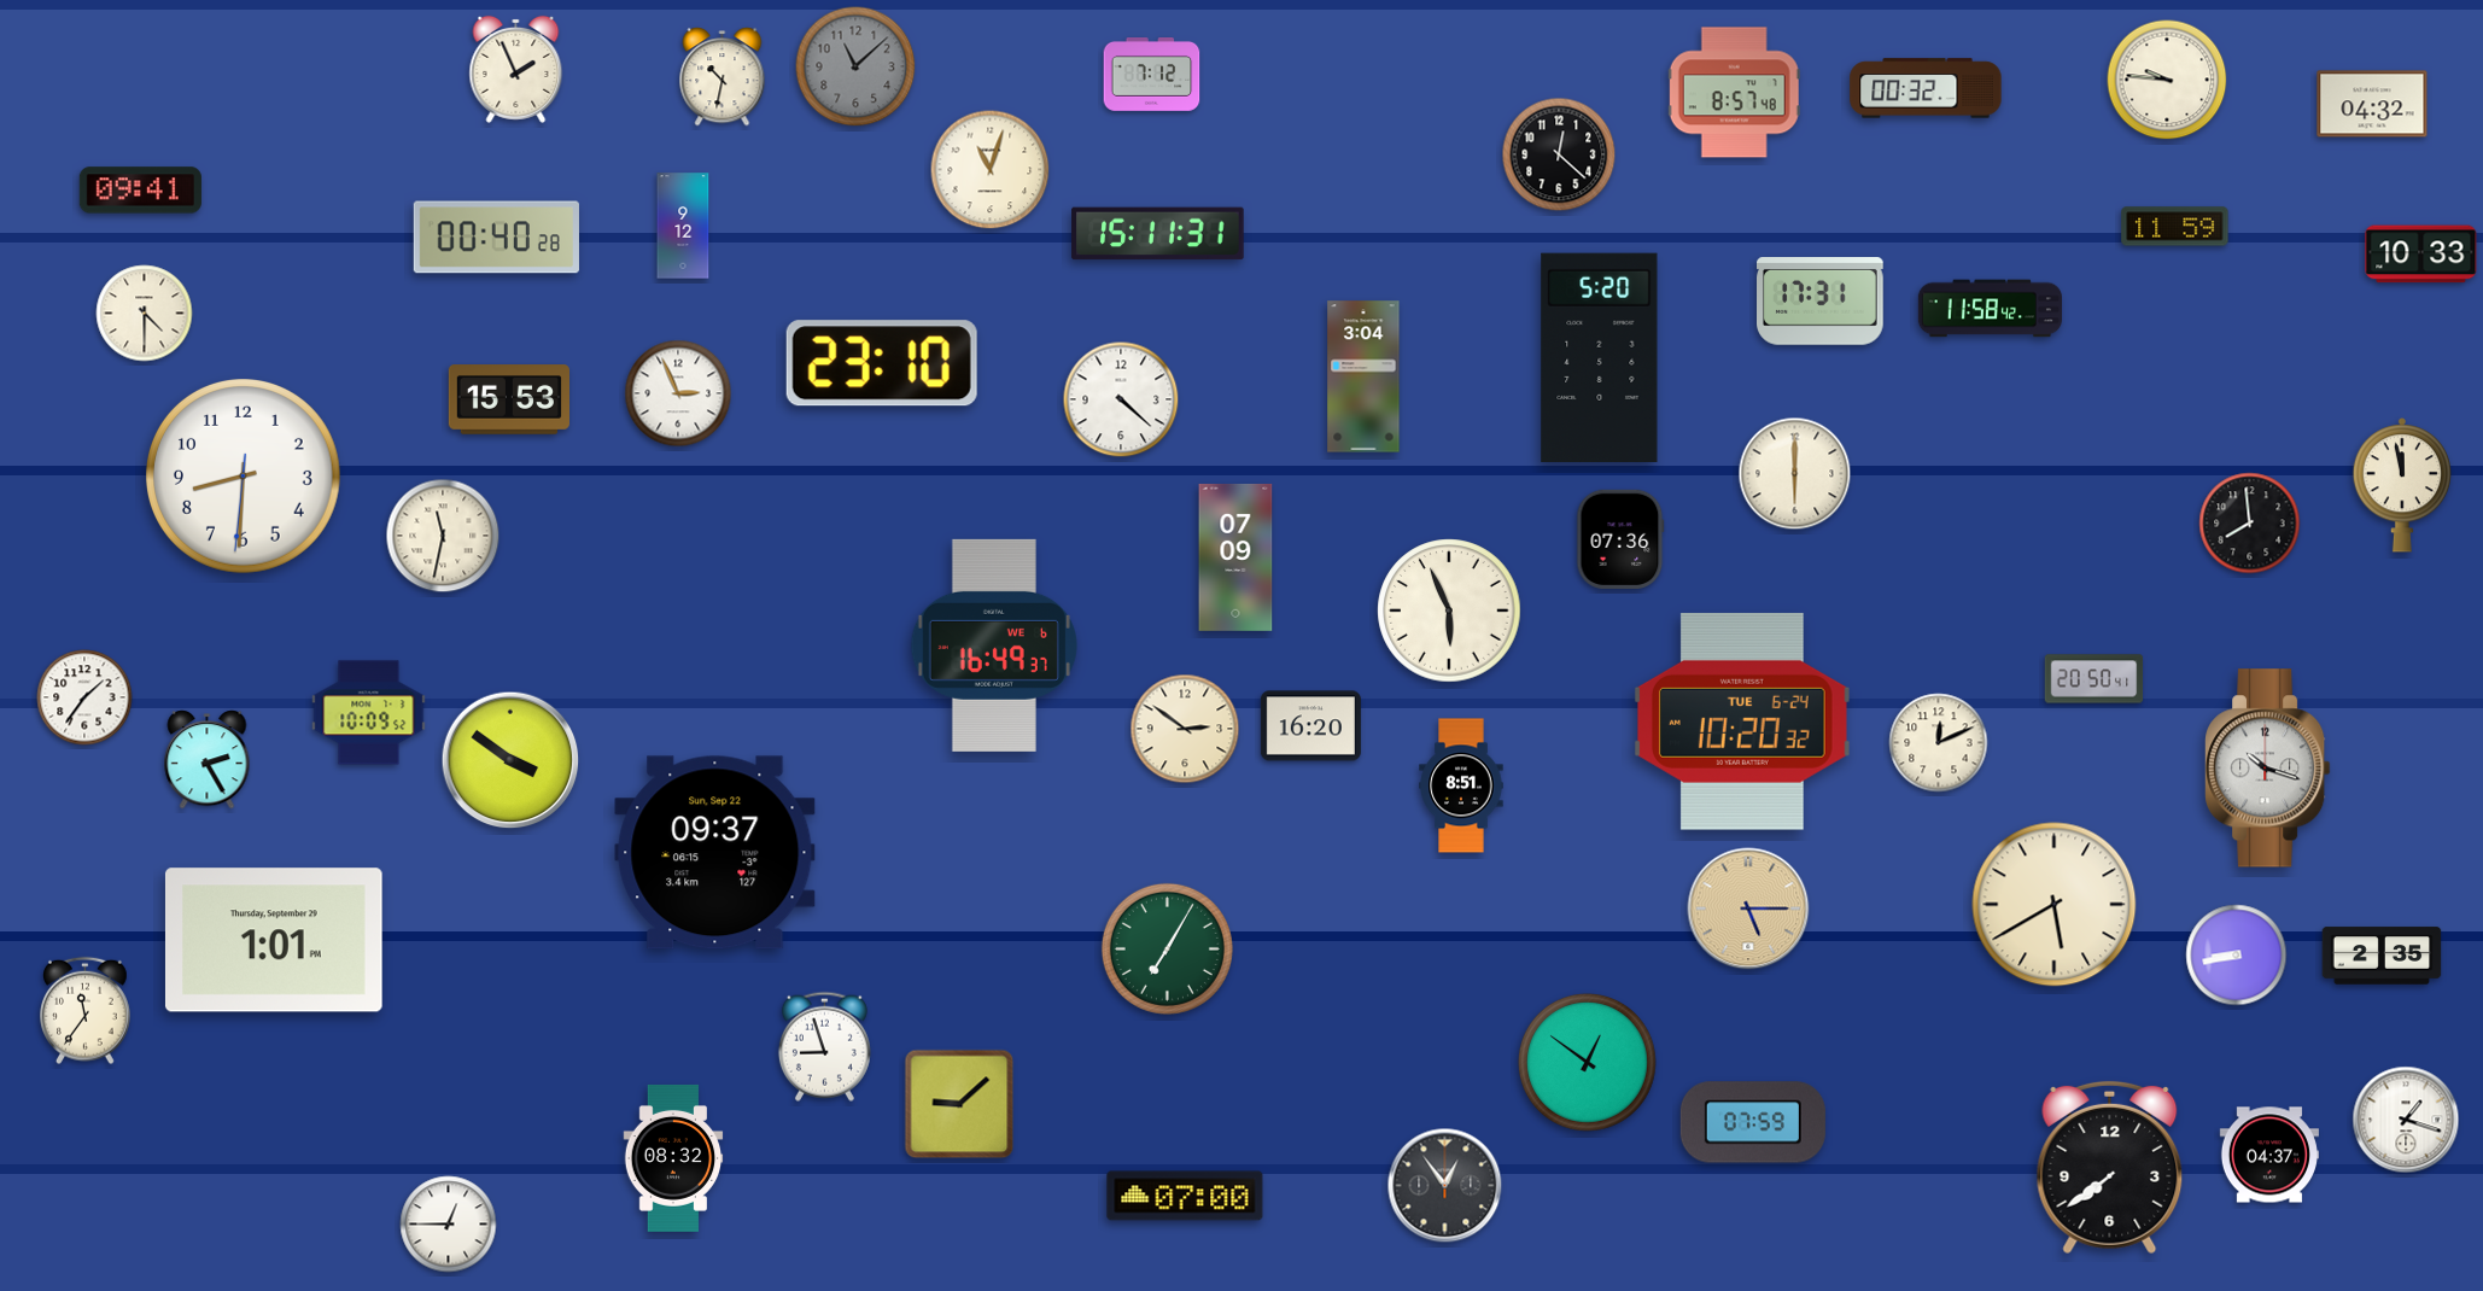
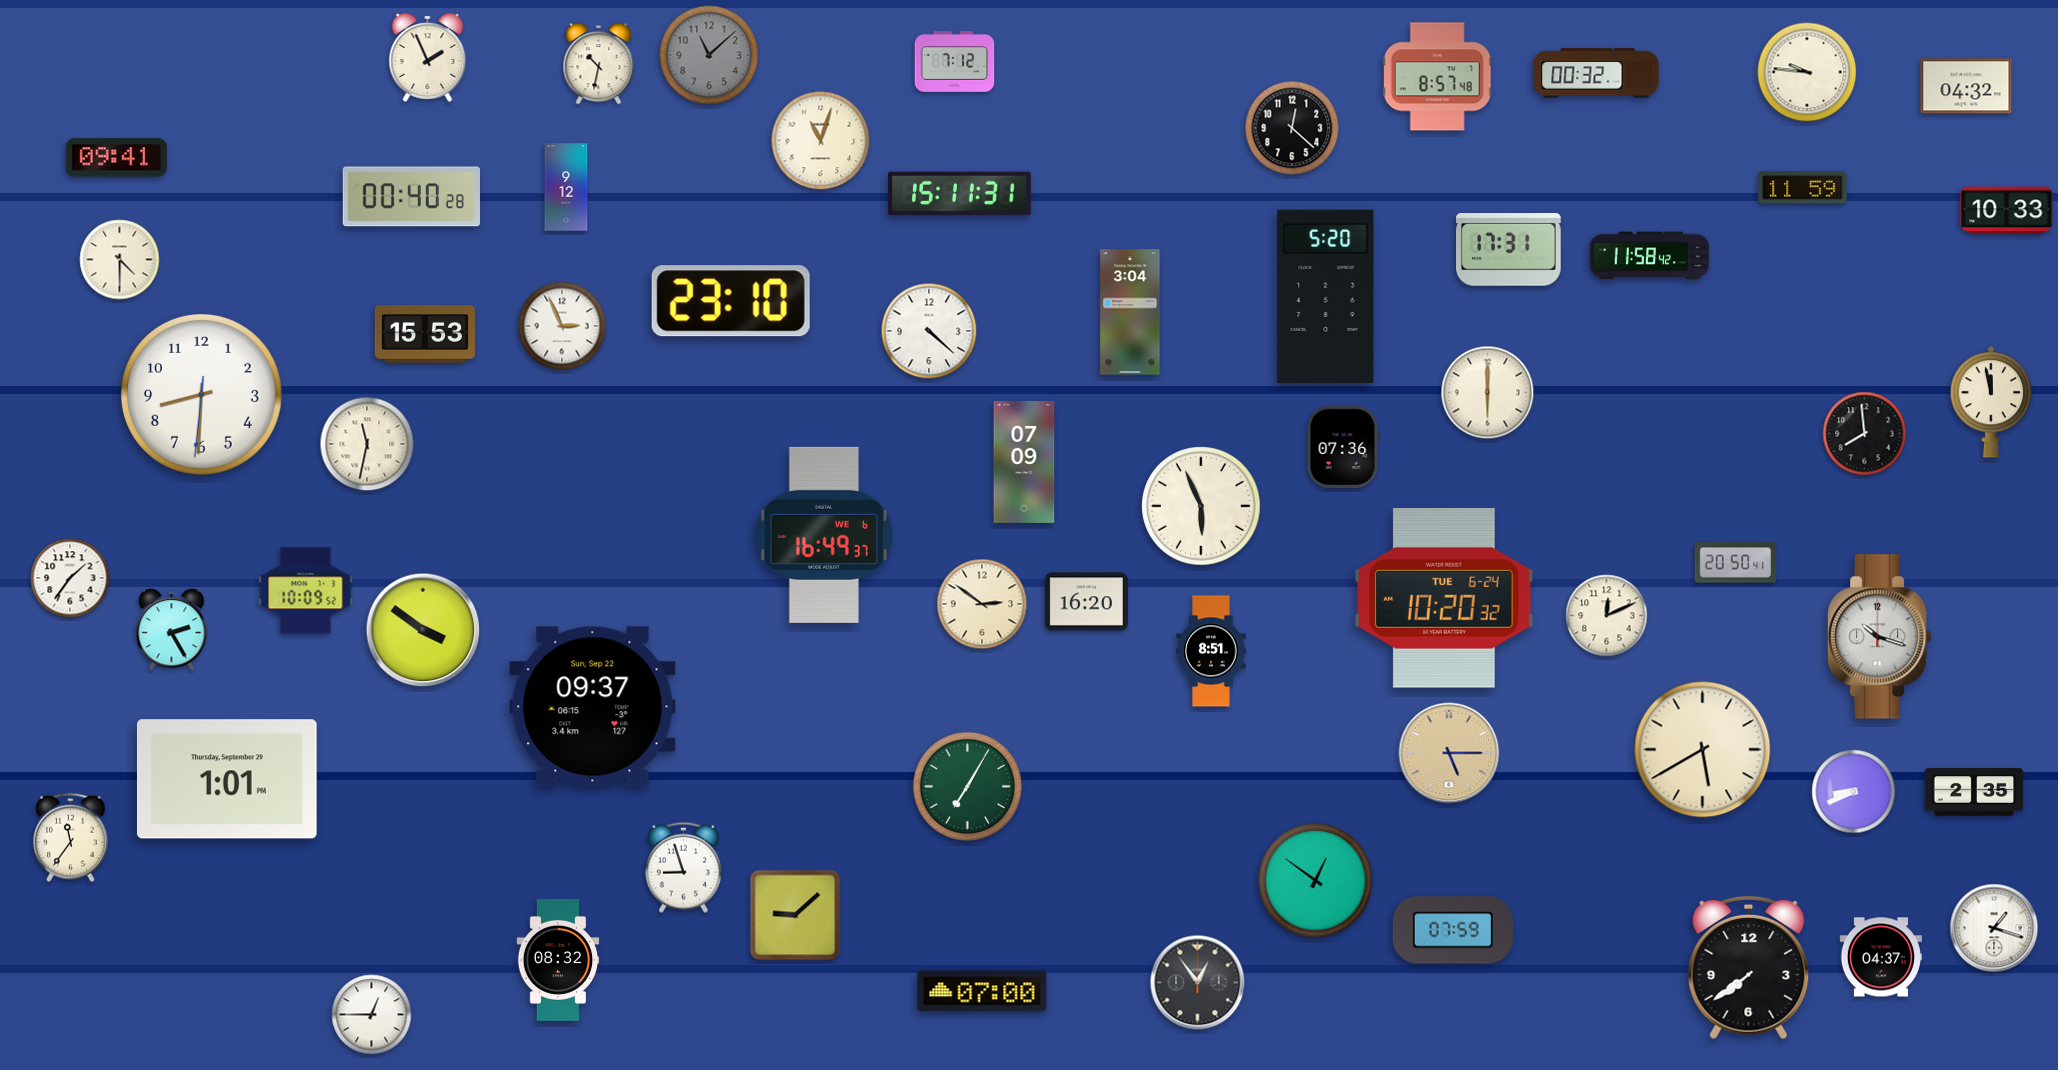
clock at (2167, 80) position: (2167, 80) -> (1807, 72)
clock at (508, 399) position: (508, 399) -> (424, 334)
clock at (2237, 956): 8:43 -> 8:41
